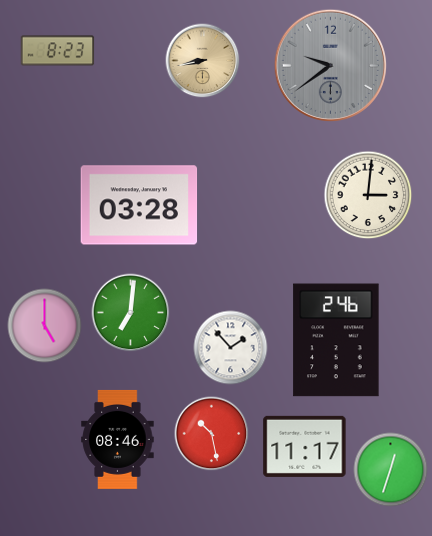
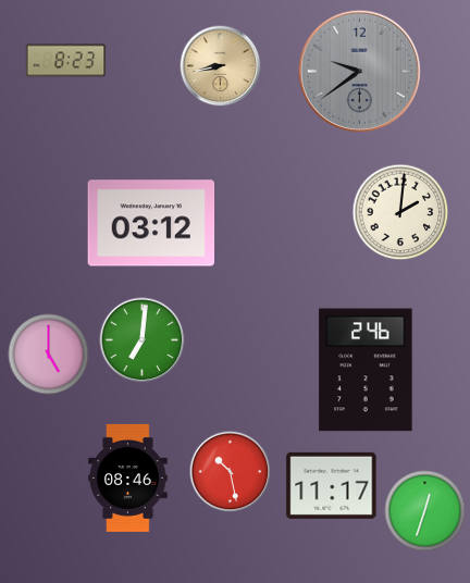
clock at (58, 51) position: (58, 51) -> (66, 61)
clock at (368, 195): 3:01 -> 2:01
clock at (139, 205): 03:28 -> 03:12
clock at (231, 348): 1:53 -> none
